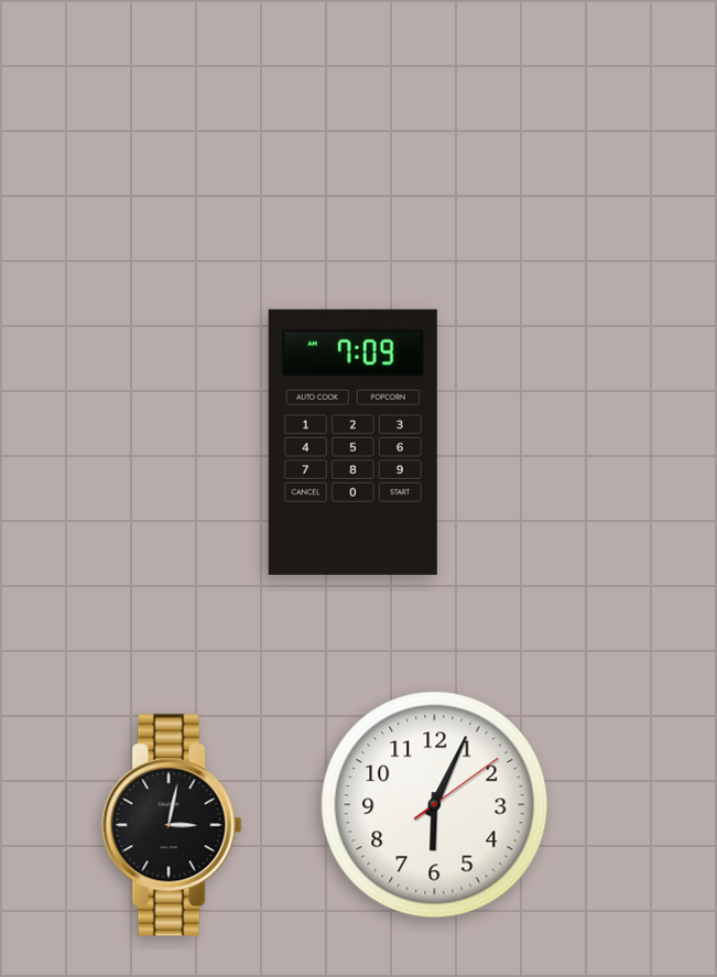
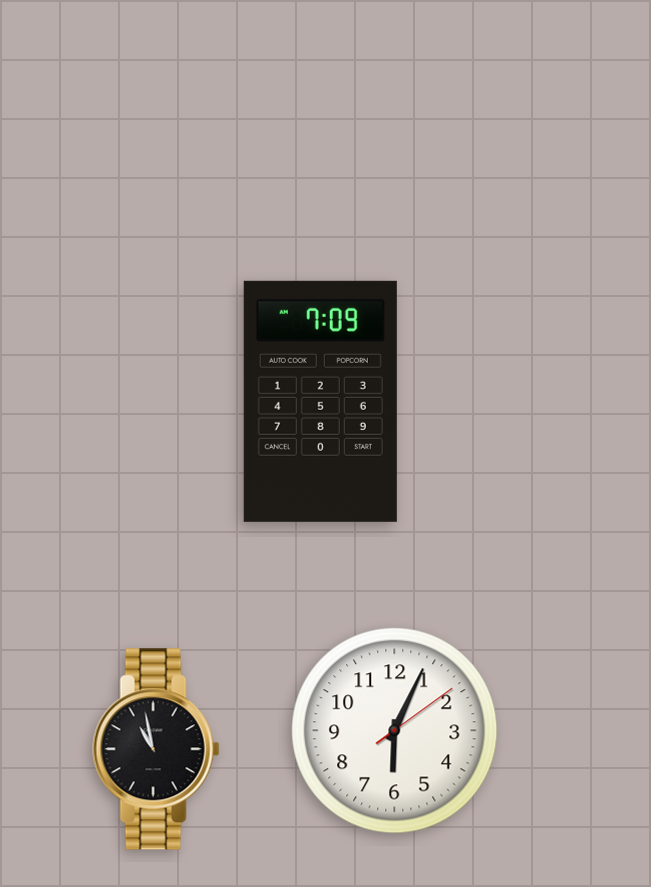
clock at (172, 825): 3:02 -> 10:58
